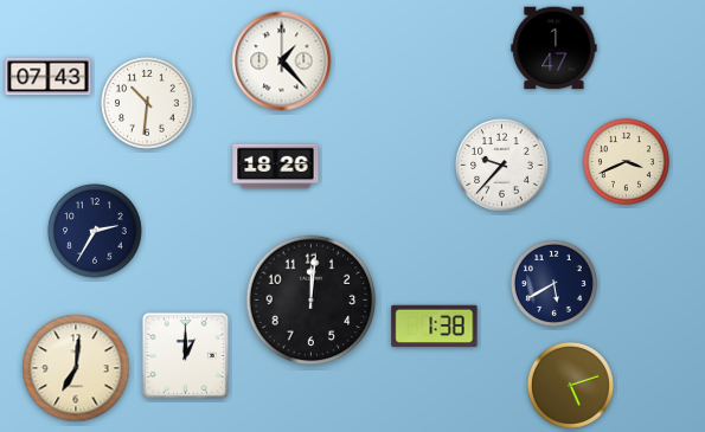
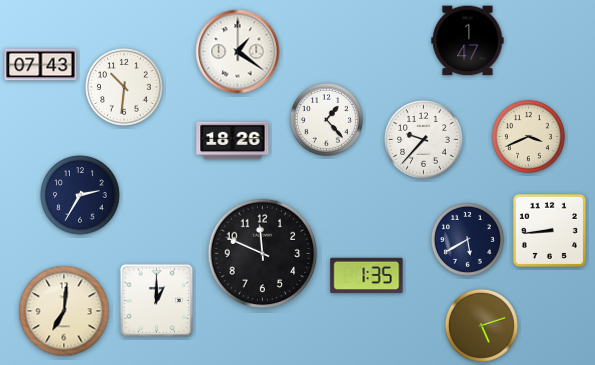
clock at (282, 62): 1:23 -> 1:21
clock at (326, 119): none -> 1:23
clock at (549, 230): none -> 8:44
clock at (312, 301): 12:01 -> 11:49
clock at (435, 327): 1:38 -> 1:35
